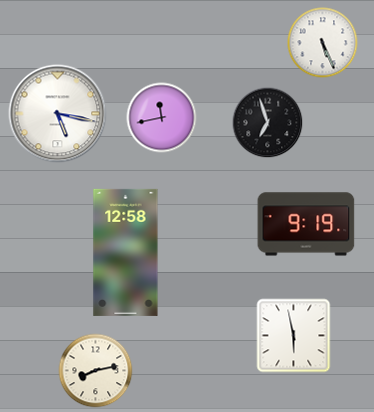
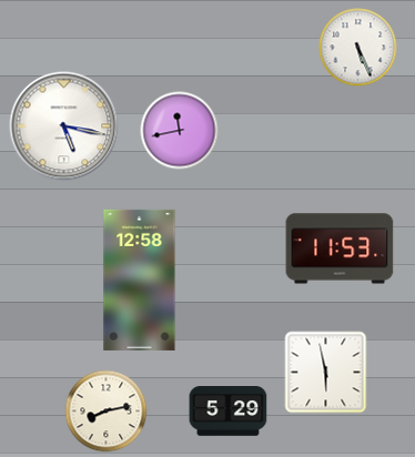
clock at (268, 123): 6:57 -> none
clock at (306, 224): 9:19 -> 11:53
clock at (229, 412): none -> 5:29
